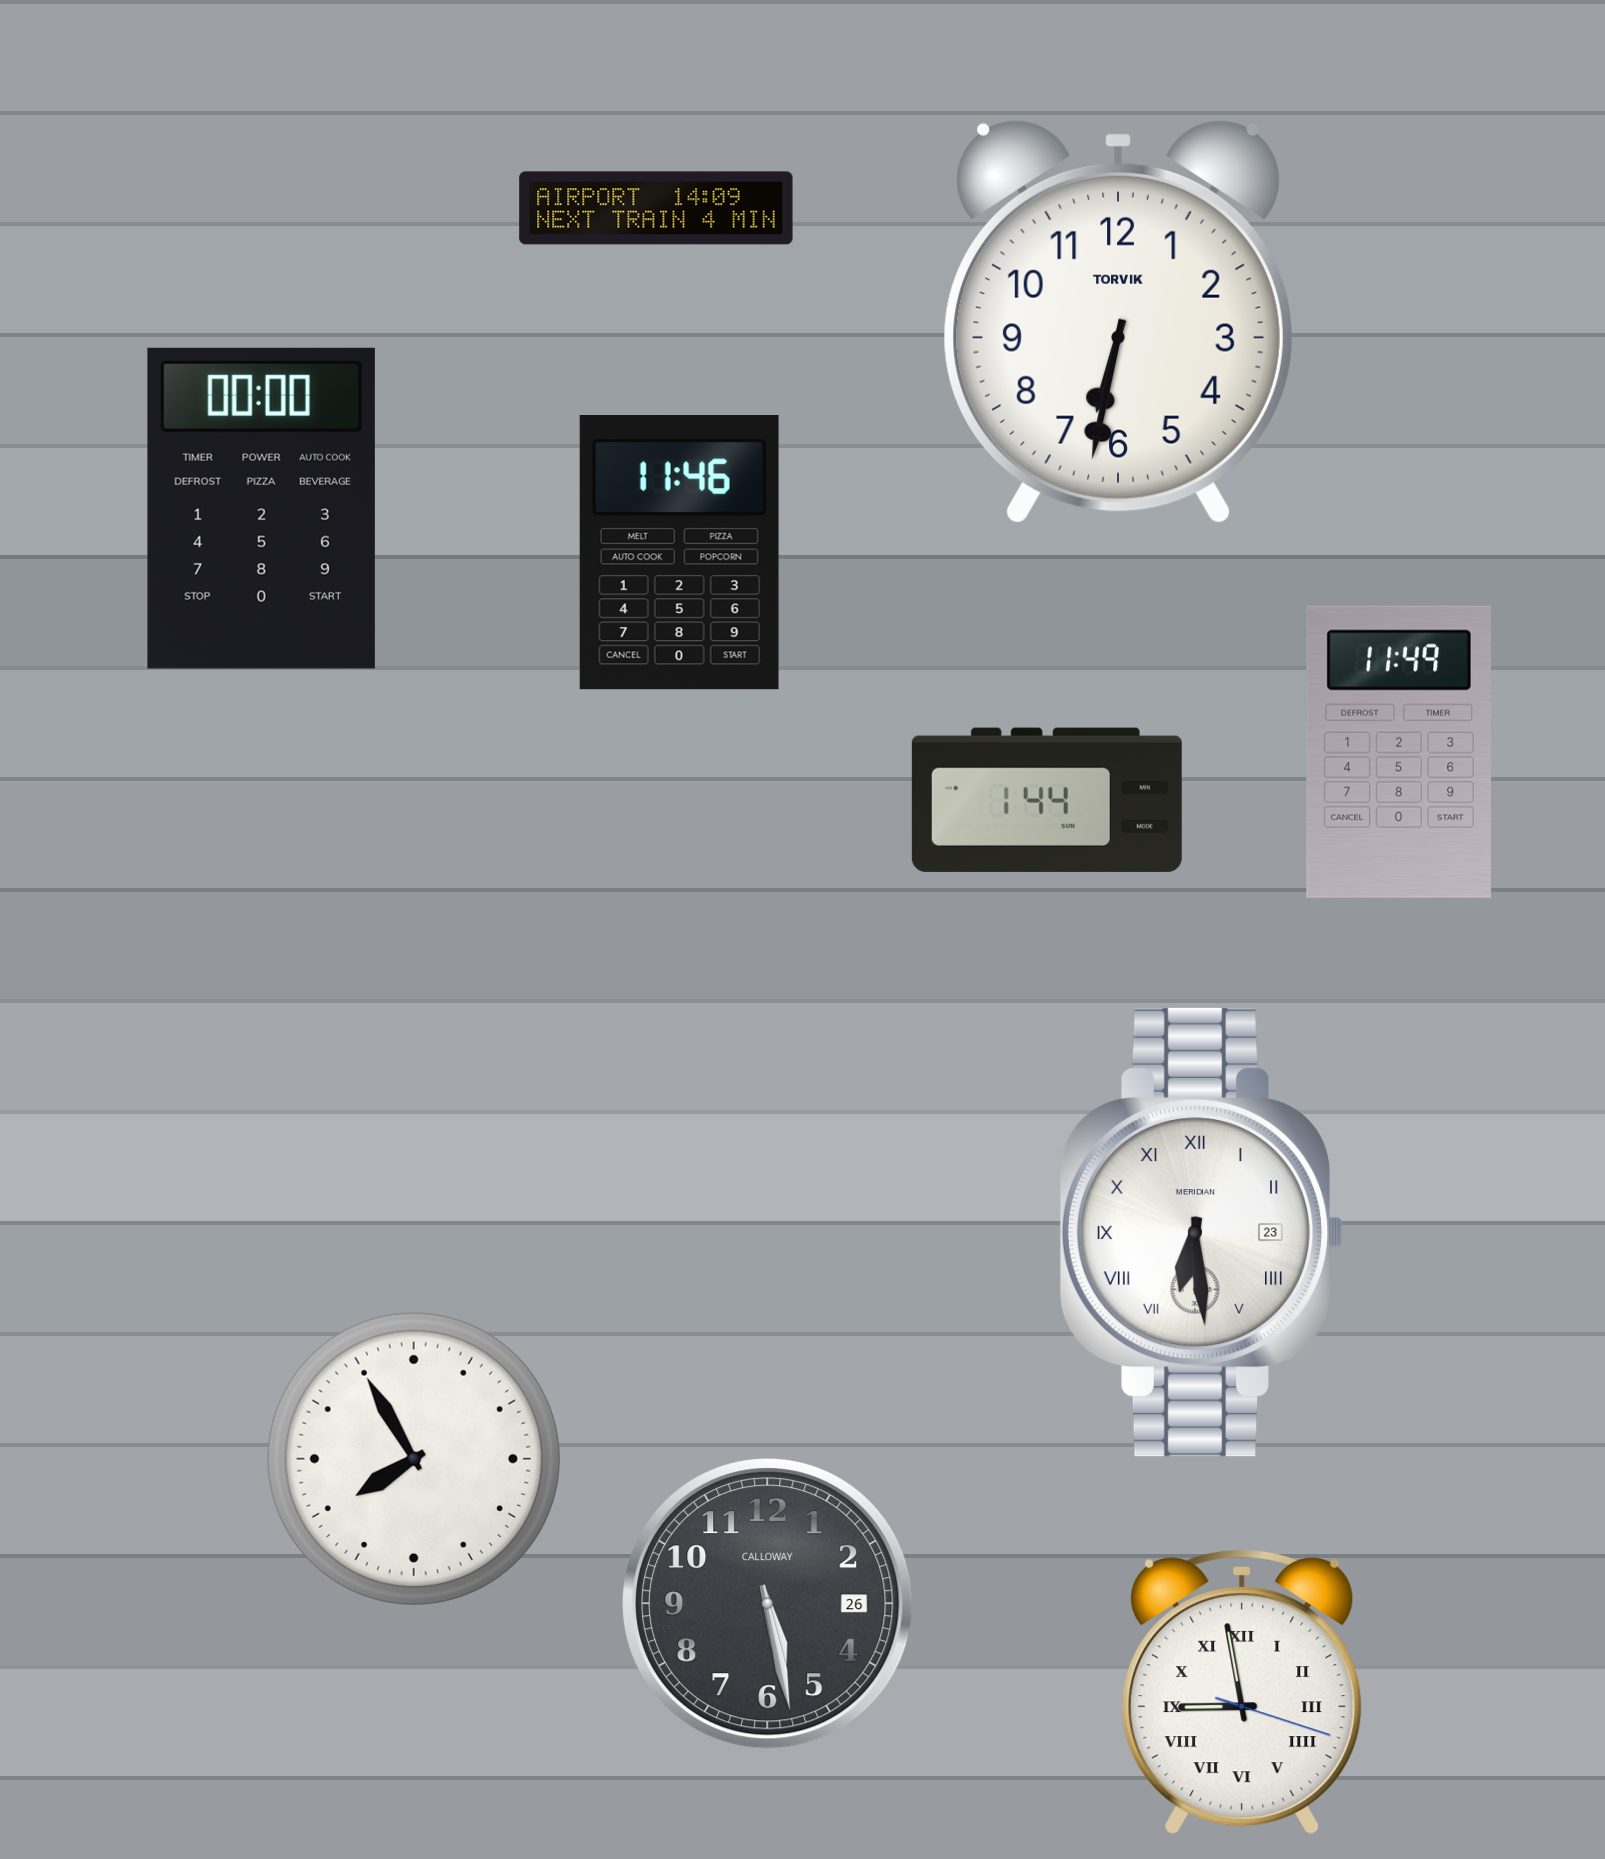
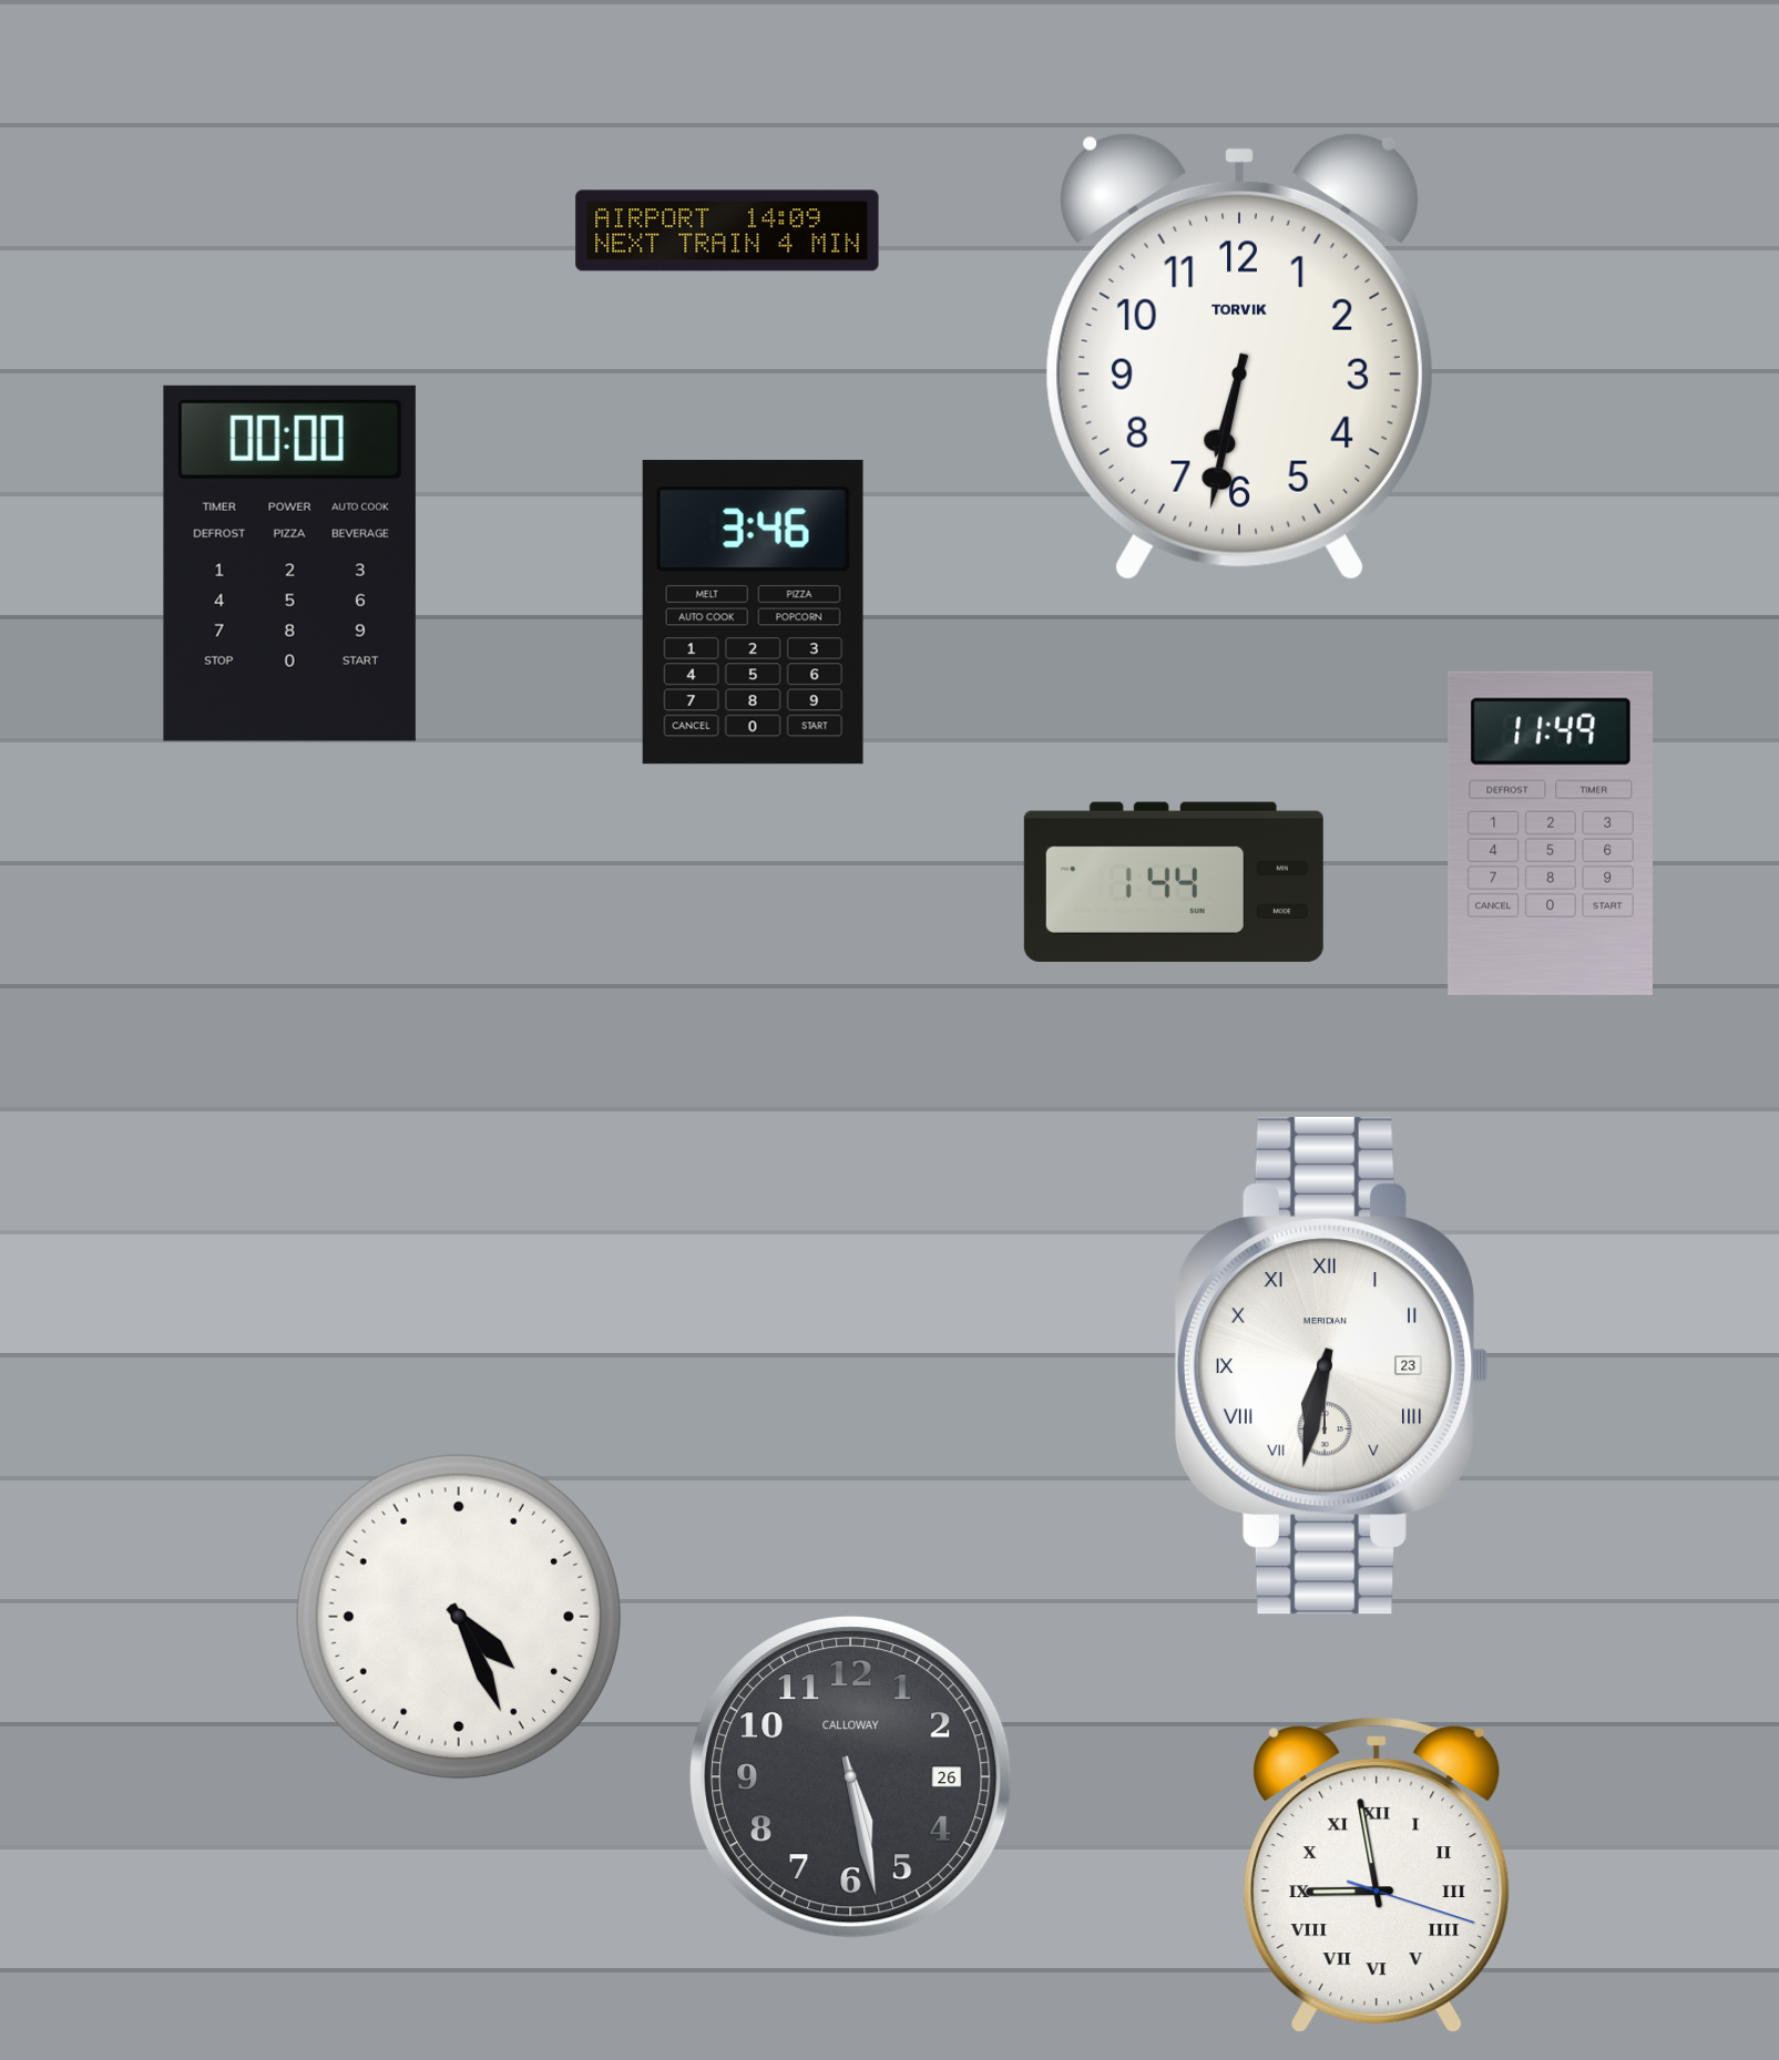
clock at (679, 553): 11:46 -> 3:46
clock at (1047, 800) position: (1047, 800) -> (1174, 882)
clock at (1201, 1232): 6:29 -> 6:32
clock at (414, 1459): 7:55 -> 4:26
